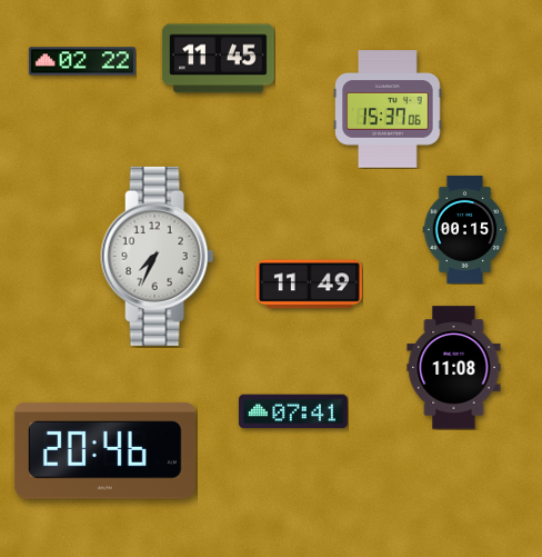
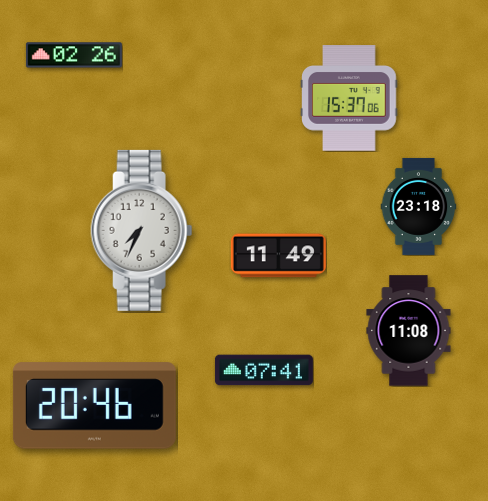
clock at (218, 59): 11:45 -> none
clock at (82, 61): 02:22 -> 02:26
clock at (465, 229): 00:15 -> 23:18
